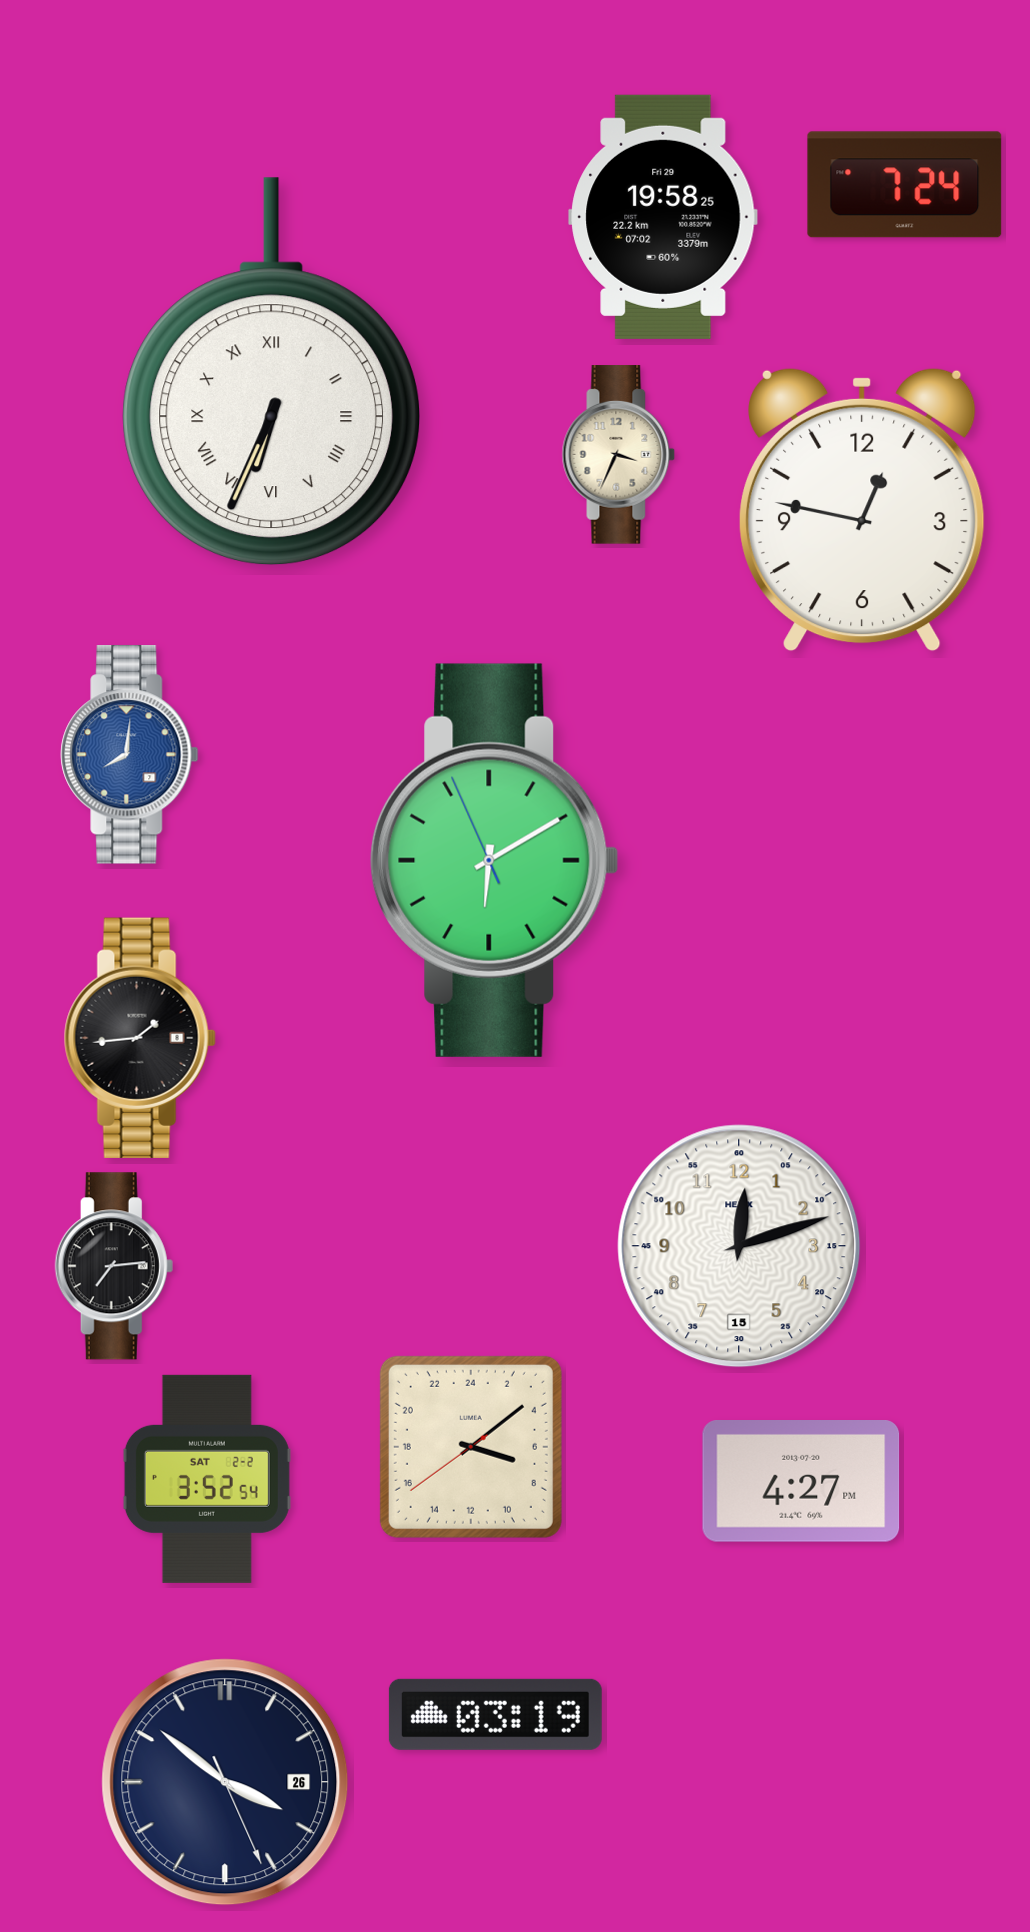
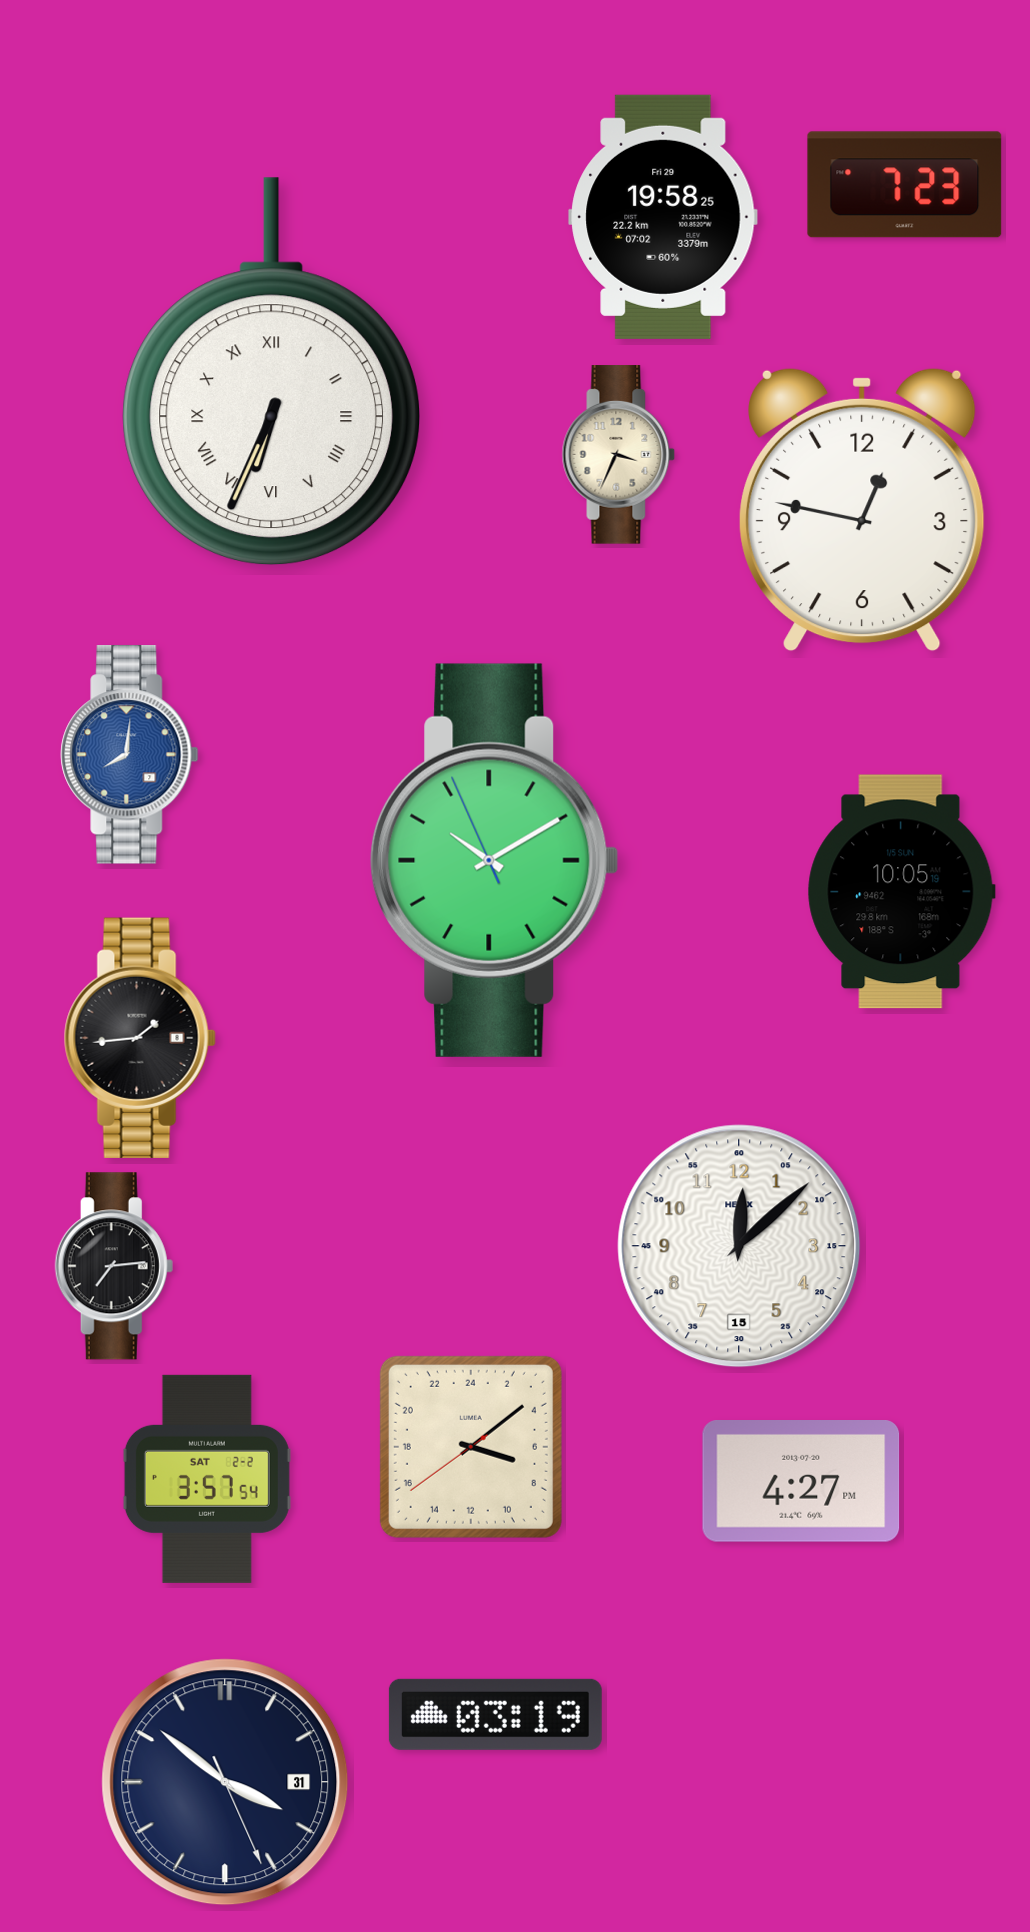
clock at (905, 185): 7:24 -> 7:23
clock at (495, 860): 6:09 -> 10:09
clock at (901, 892): none -> 10:05
clock at (739, 1246): 12:12 -> 12:08
clock at (207, 1479): 3:52 -> 3:57
clock at (225, 1782) date: 26 -> 31
